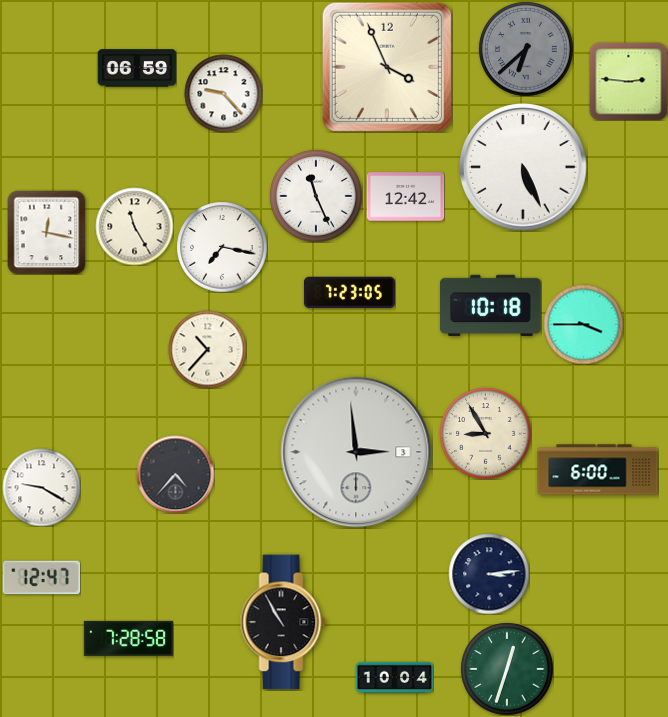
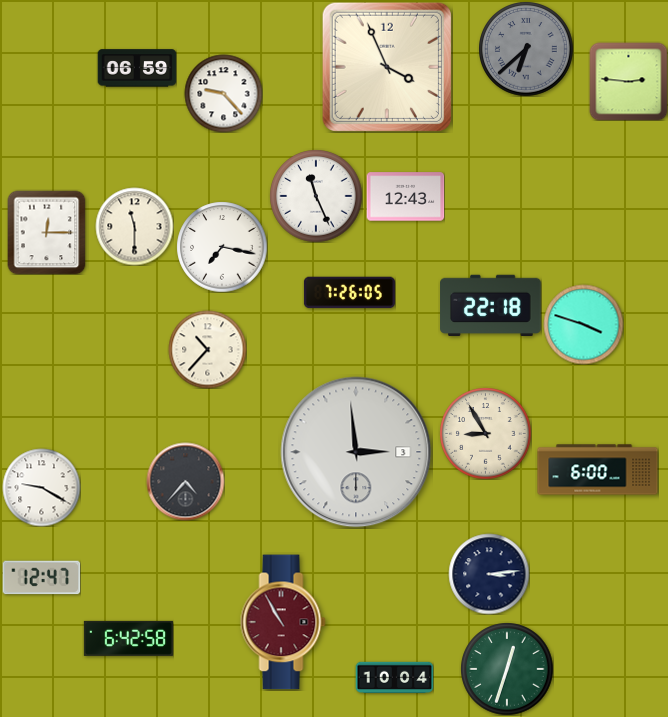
clock at (523, 167): 5:26 -> none
clock at (405, 197): 12:42 -> 12:43
clock at (134, 226): 11:25 -> 11:30
clock at (47, 232): 12:17 -> 12:15
clock at (349, 293): 7:23 -> 7:26
clock at (491, 305): 10:18 -> 22:18
clock at (583, 324): 3:45 -> 3:48
clock at (175, 474) position: (175, 474) -> (185, 481)
clock at (283, 622) dial: black -> burgundy
clock at (128, 638): 7:28 -> 6:42
